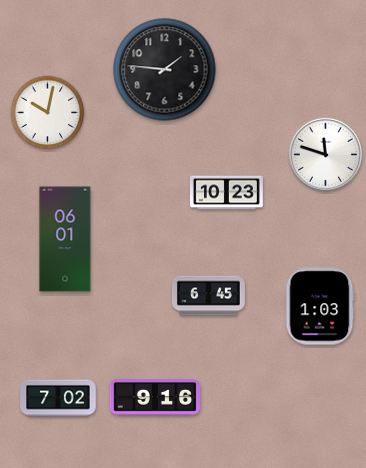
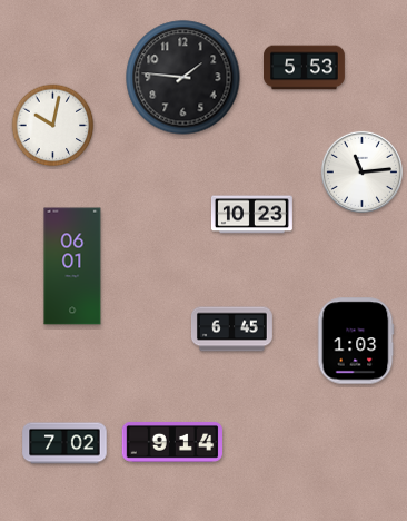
clock at (305, 68): none -> 5:53
clock at (325, 154): 11:48 -> 11:14
clock at (155, 398): 9:16 -> 9:14
